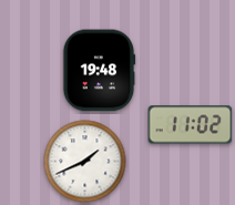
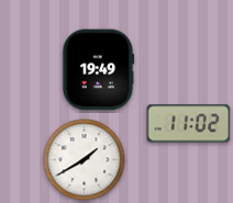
clock at (99, 71): 19:48 -> 19:49
clock at (85, 162): 1:41 -> 1:40
